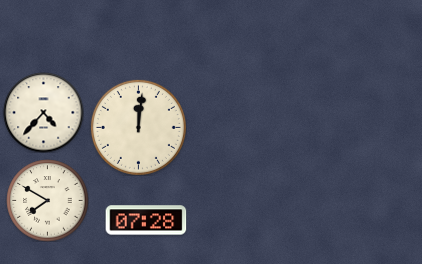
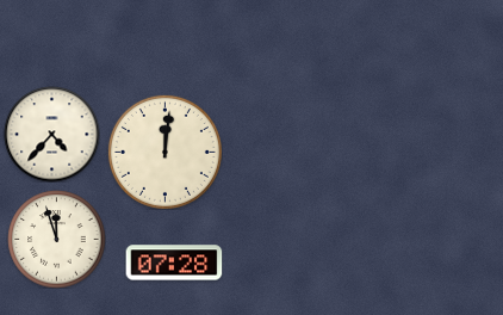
clock at (47, 200): 7:50 -> 11:57
